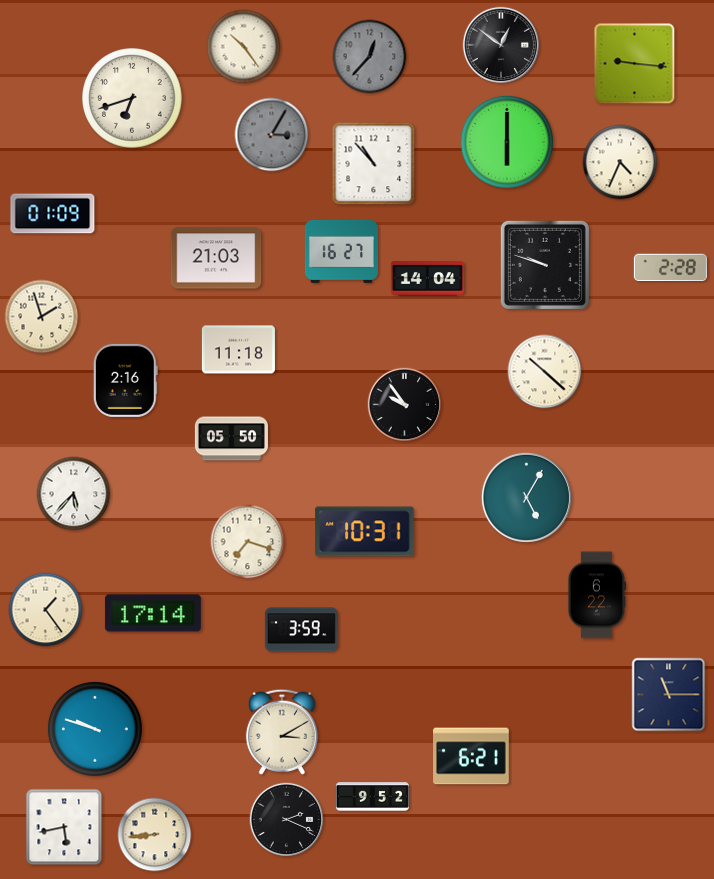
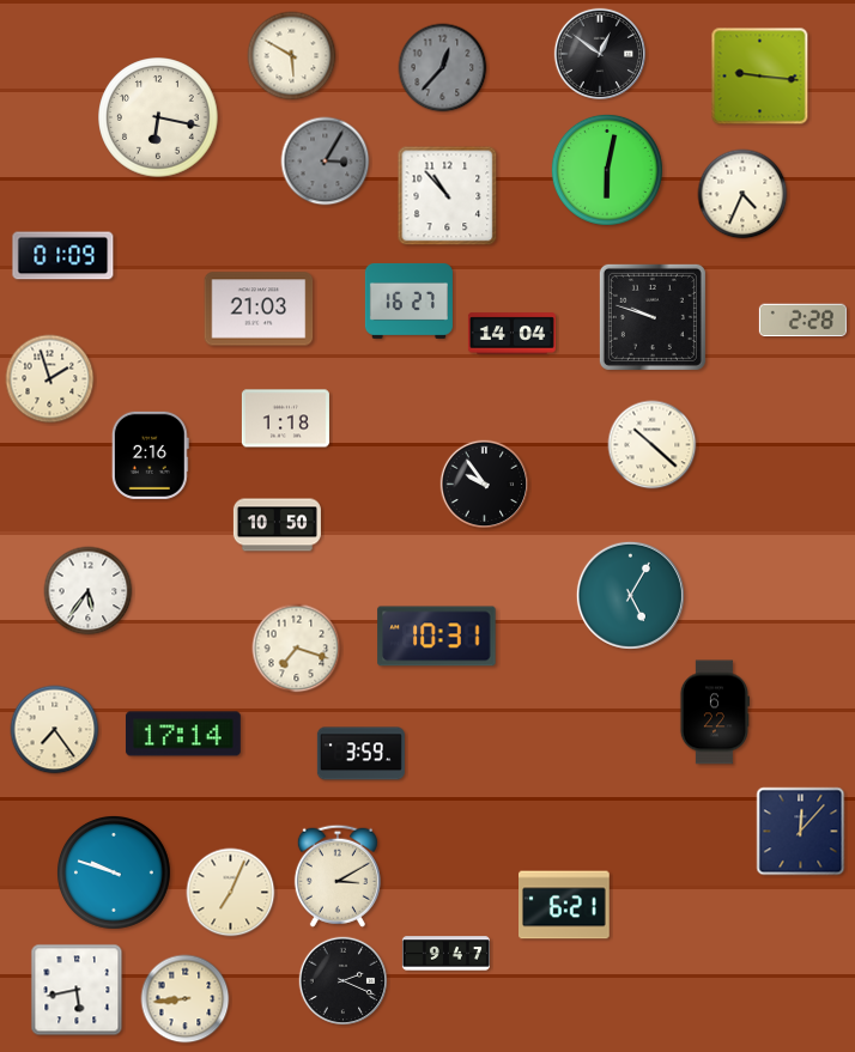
clock at (244, 47): 10:24 -> 5:50
clock at (132, 98): 6:42 -> 6:17
clock at (507, 142): 6:00 -> 6:02
clock at (238, 350): 11:18 -> 1:18
clock at (231, 439): 05:50 -> 10:50
clock at (74, 494): 5:37 -> 5:36
clock at (46, 610): 1:24 -> 7:24
clock at (669, 695): 11:15 -> 12:07
clock at (231, 893): none -> 7:04
clock at (372, 797): 9:52 -> 9:47
